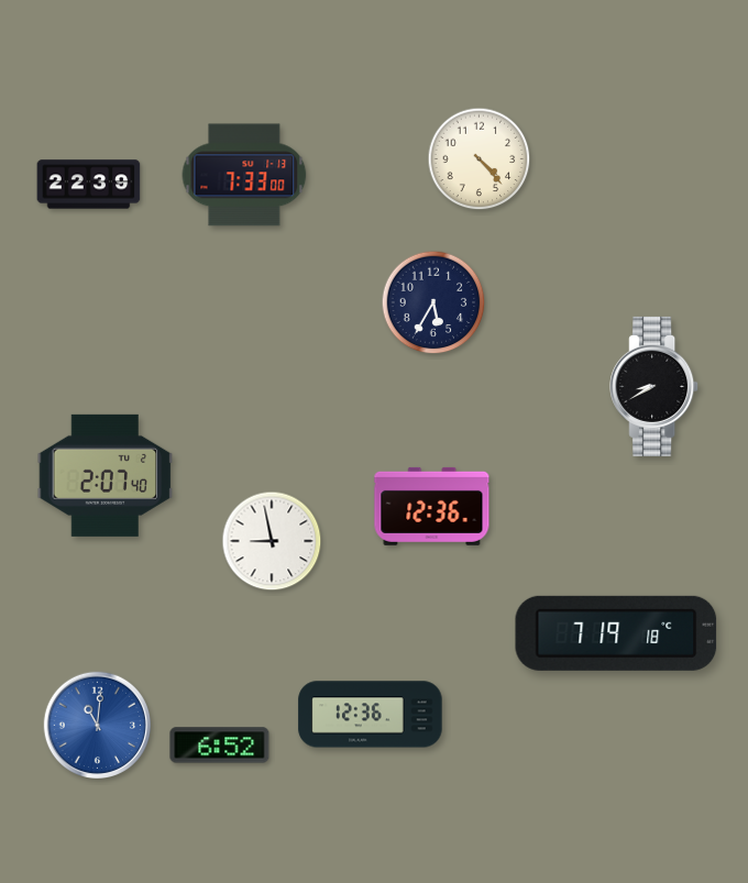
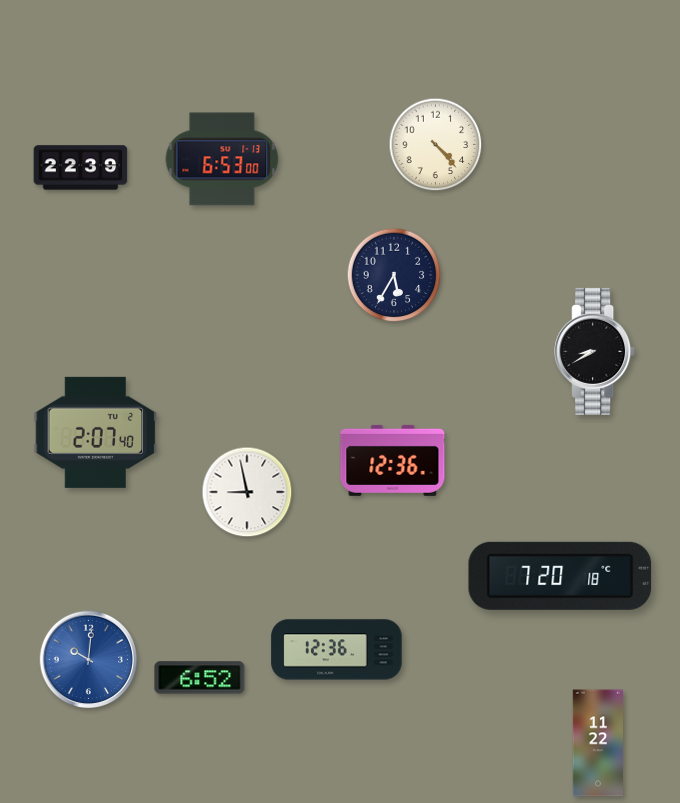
clock at (244, 175): 7:33 -> 6:53
clock at (616, 633): 7:19 -> 7:20
clock at (98, 725): 11:01 -> 10:01
clock at (597, 743): none -> 11:22
